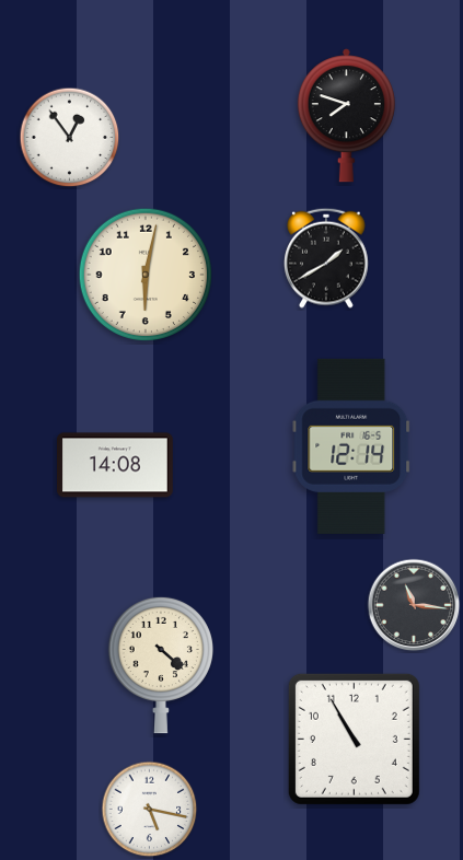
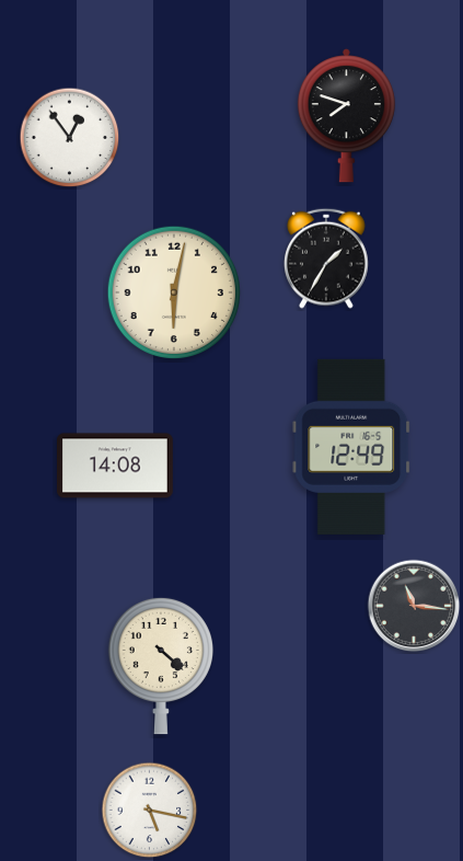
clock at (327, 258): 1:40 -> 1:35
clock at (144, 274) position: (144, 274) -> (173, 291)
clock at (351, 446): 12:14 -> 12:49
clock at (354, 739): 10:55 -> none
